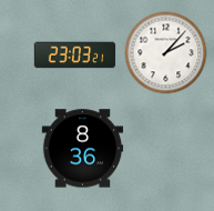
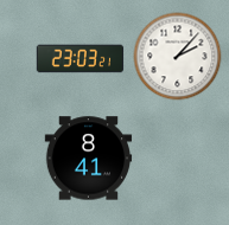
clock at (83, 149): 8:36 -> 8:41
